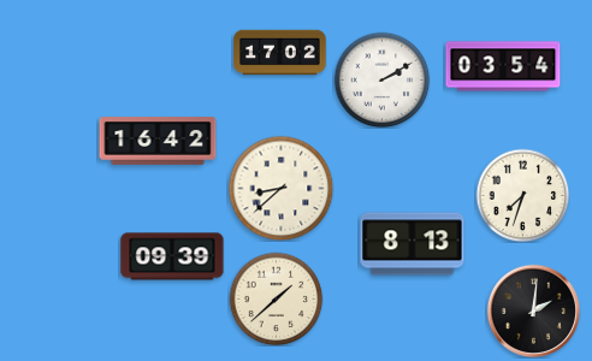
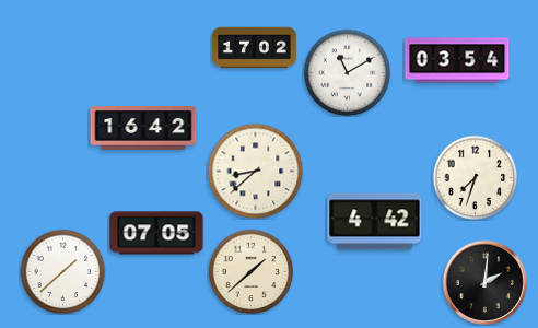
clock at (381, 79): 2:10 -> 11:10
clock at (413, 244): 8:13 -> 4:42
clock at (172, 256): 09:39 -> 07:05
clock at (62, 271): none -> 1:38
